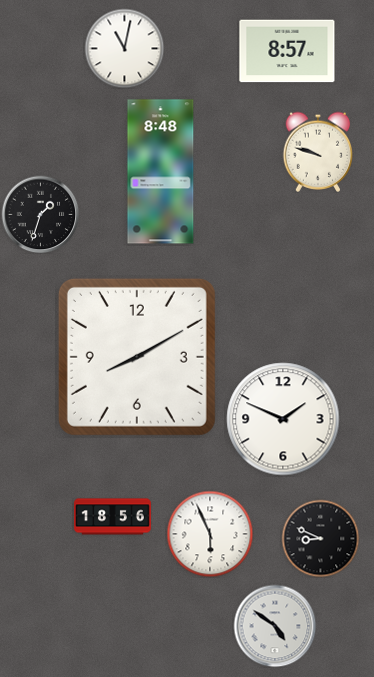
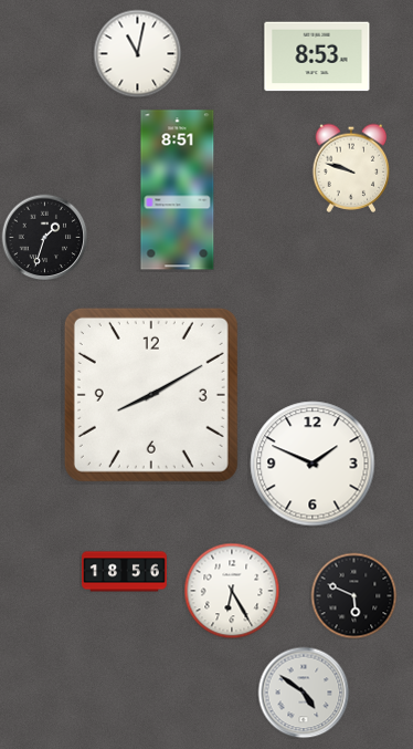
clock at (287, 51): 8:57 -> 8:53
clock at (161, 172): 8:48 -> 8:51
clock at (210, 534): 5:56 -> 6:25
clock at (320, 538): 8:49 -> 5:49
